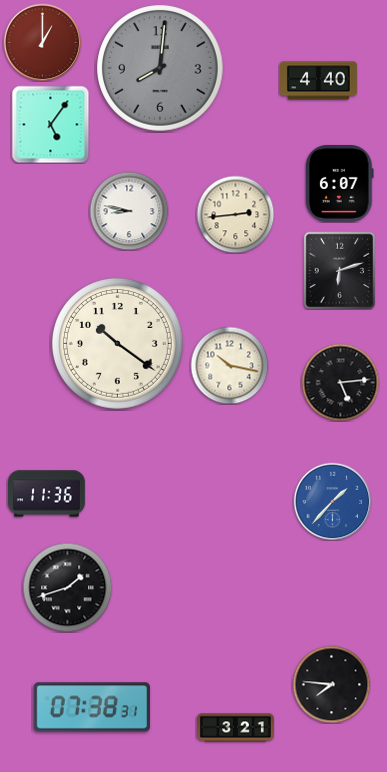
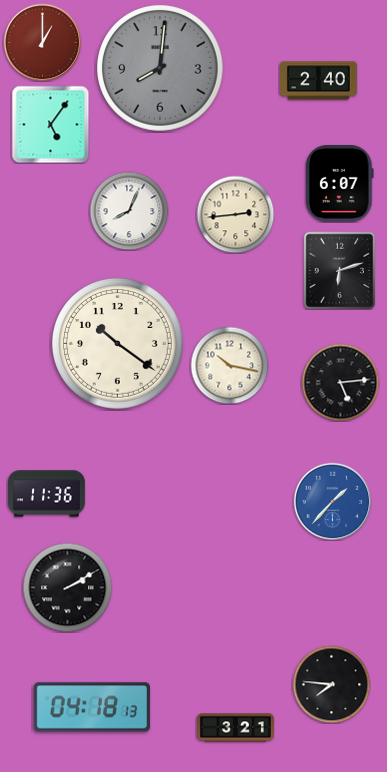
clock at (319, 81): 4:40 -> 2:40
clock at (129, 211): 8:47 -> 8:04
clock at (67, 587): 1:42 -> 2:10
clock at (91, 707): 07:38 -> 04:18
